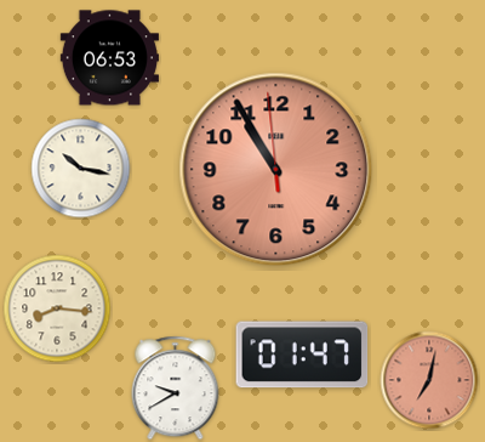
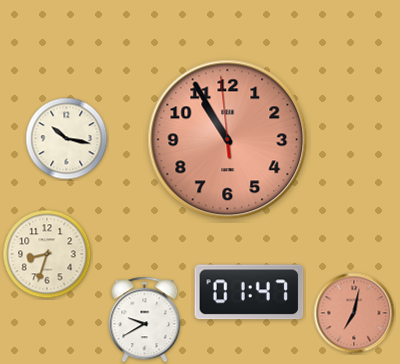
clock at (109, 58): 06:53 -> none
clock at (57, 308): 8:16 -> 8:33
